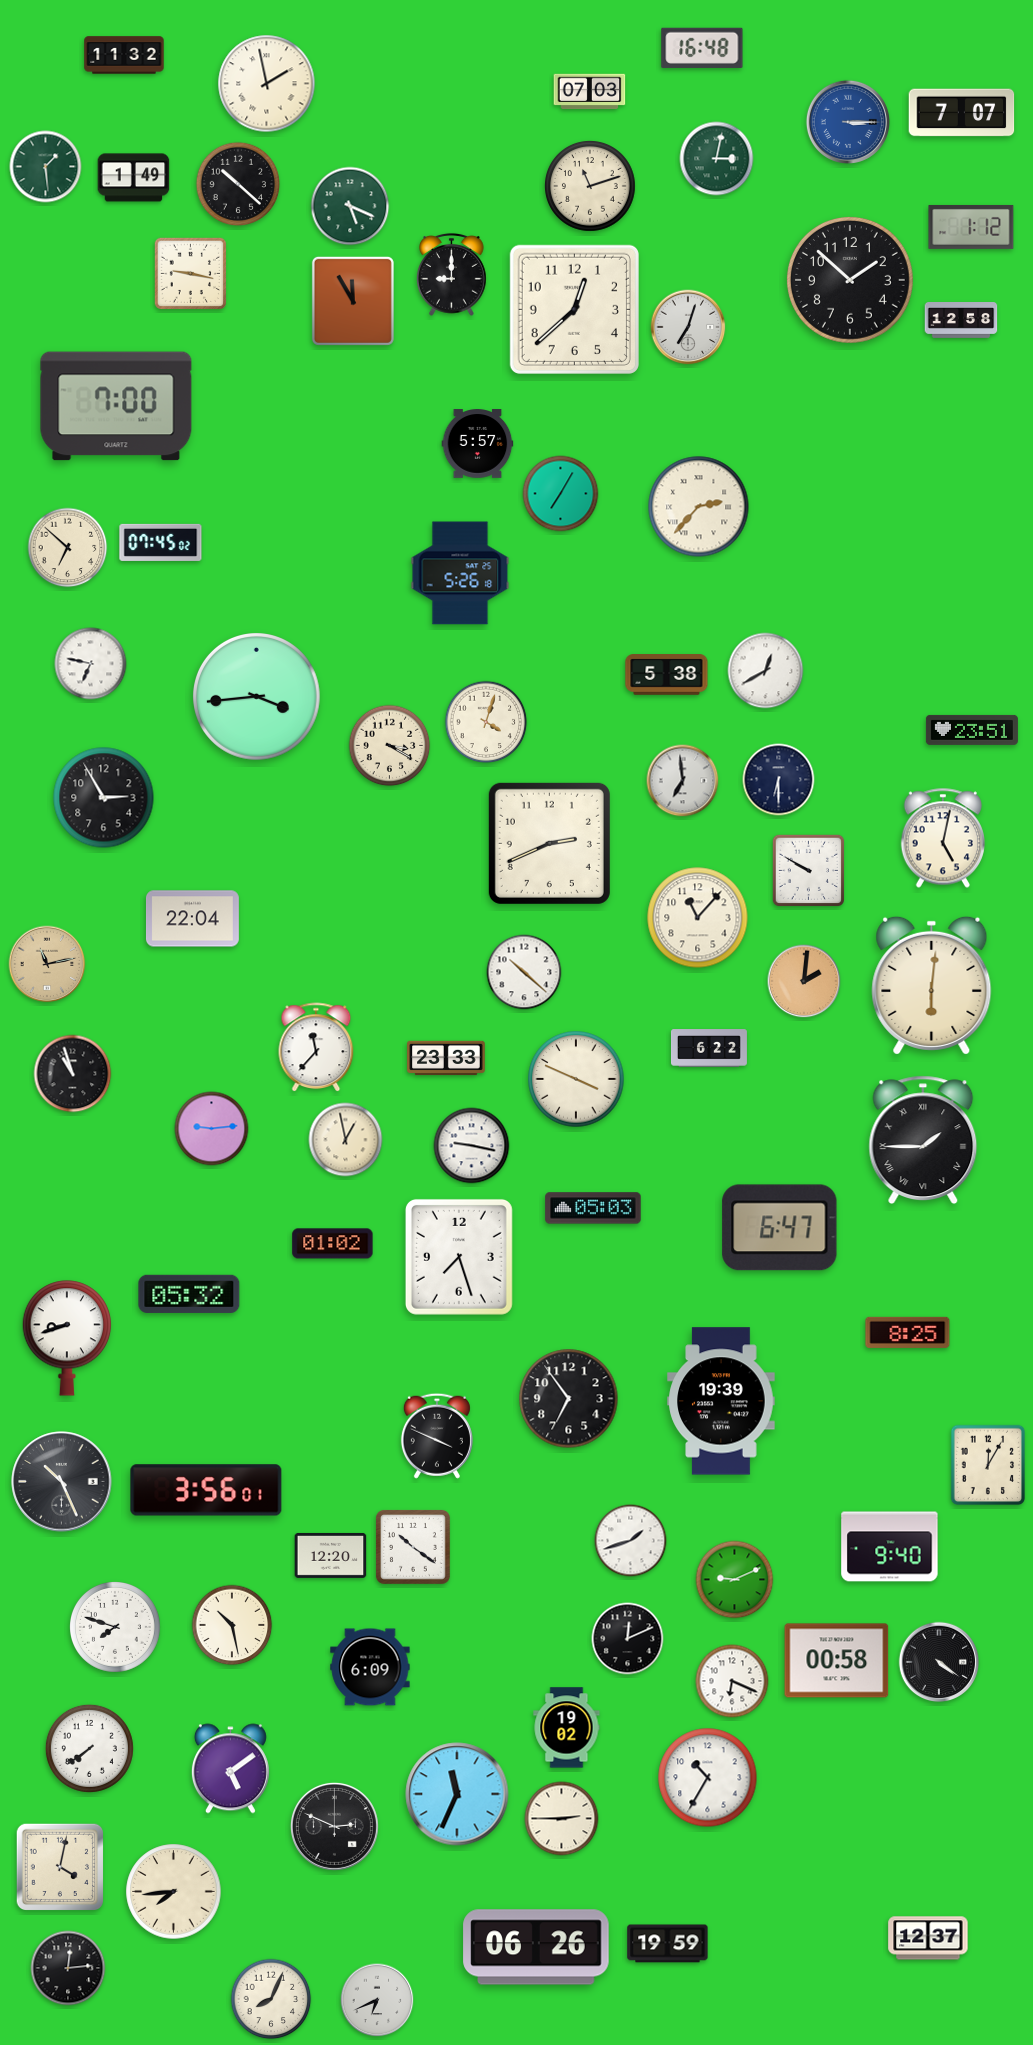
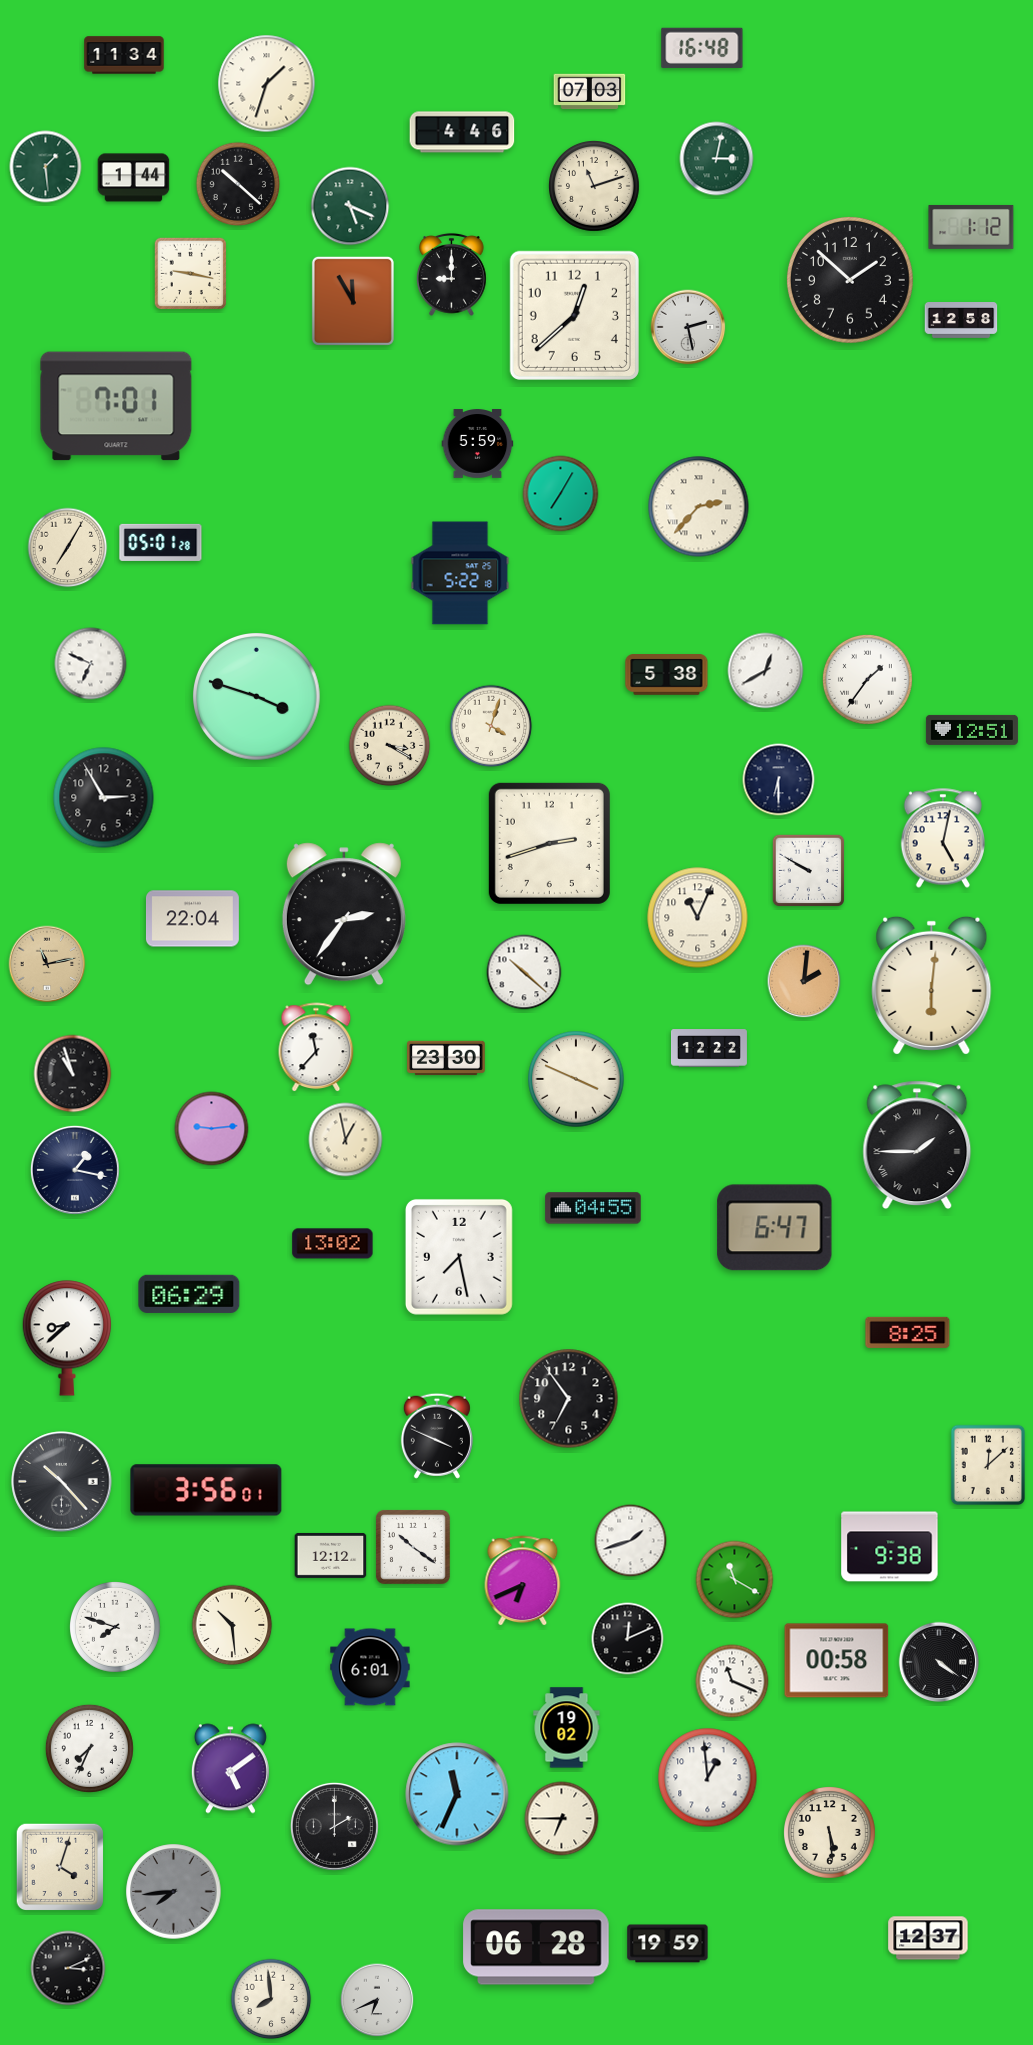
clock at (124, 55): 11:32 -> 11:34
clock at (267, 84): 1:58 -> 1:33
clock at (962, 113): 7:07 -> none
clock at (848, 122): 3:15 -> none
clock at (462, 132): none -> 4:46
clock at (134, 178): 1:49 -> 1:44
clock at (591, 187) position: (591, 187) -> (595, 187)
clock at (574, 309) position: (574, 309) -> (574, 315)
clock at (688, 327): 7:03 -> 2:28
clock at (116, 406): 7:00 -> 7:01
clock at (478, 444): 5:57 -> 5:59
clock at (161, 542): 07:45 -> 05:01
clock at (68, 548): 6:52 -> 7:05
clock at (460, 573): 5:26 -> 5:22
clock at (91, 664): 6:47 -> 6:49
clock at (867, 679): none -> 1:36
clock at (257, 697): 3:44 -> 3:48
clock at (486, 722) position: (486, 722) -> (491, 726)
clock at (972, 730): 23:51 -> 12:51
clock at (683, 781): 6:59 -> none
clock at (549, 843): 2:41 -> 2:42
clock at (344, 914): none -> 2:36
clock at (698, 918): 11:07 -> 11:04
clock at (709, 1048): 6:22 -> 12:22
clock at (446, 1058): 23:33 -> 23:30
clock at (923, 1140) position: (923, 1140) -> (917, 1145)
clock at (472, 1146): 9:17 -> none
clock at (75, 1170): none -> 1:17
clock at (593, 1208): 05:03 -> 04:55
clock at (780, 1228) position: (780, 1228) -> (775, 1228)
clock at (333, 1244): 01:02 -> 13:02
clock at (459, 1257): 7:27 -> 7:28
clock at (189, 1294): 05:32 -> 06:29
clock at (67, 1338): 8:42 -> 8:38
clock at (721, 1401): 19:39 -> none
clock at (988, 1465): 12:05 -> 12:08
clock at (62, 1482): 10:26 -> 10:23
clock at (890, 1547): 9:40 -> 9:38
clock at (331, 1555): 12:20 -> 12:12
clock at (735, 1580): 9:11 -> 11:20
clock at (523, 1581): none -> 6:41
clock at (232, 1625): 10:28 -> 10:29
clock at (370, 1667): 6:09 -> 6:01
clock at (732, 1681): 6:19 -> 11:19
clock at (89, 1748): 7:39 -> 7:34
clock at (708, 1778): 10:35 -> 12:59
clock at (562, 1819): 2:45 -> 6:45
clock at (334, 1826): 2:49 -> 2:00
clock at (830, 1833): none -> 5:29
clock at (60, 1867): 4:02 -> 4:03
clock at (174, 1892) dial: cream -> grey
clock at (536, 1947): 06:26 -> 06:28
clock at (68, 1968): 12:14 -> 3:11
clock at (271, 1999): 8:04 -> 7:59
